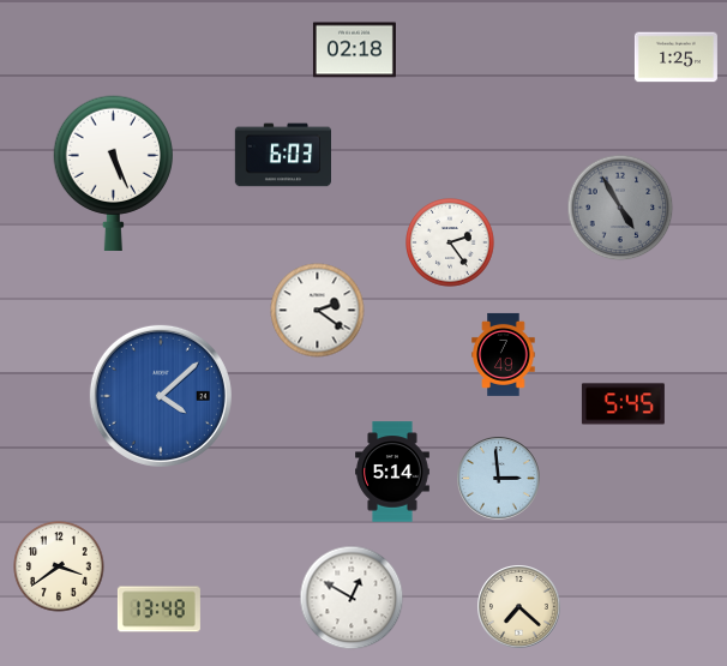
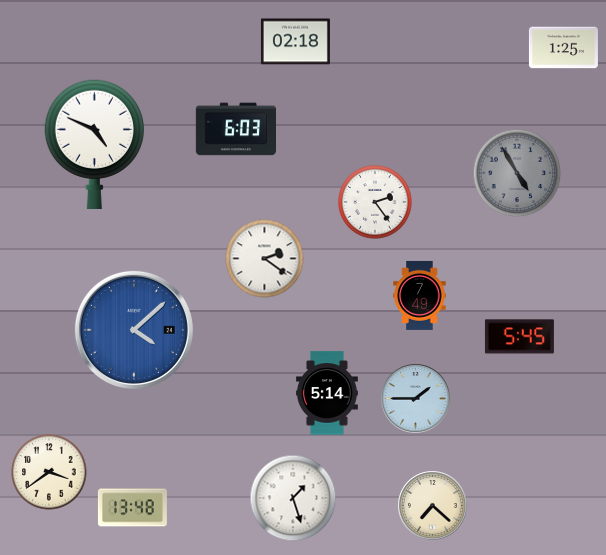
clock at (113, 174): 5:26 -> 4:49
clock at (499, 479): 2:59 -> 1:45
clock at (352, 598): 12:50 -> 1:27
